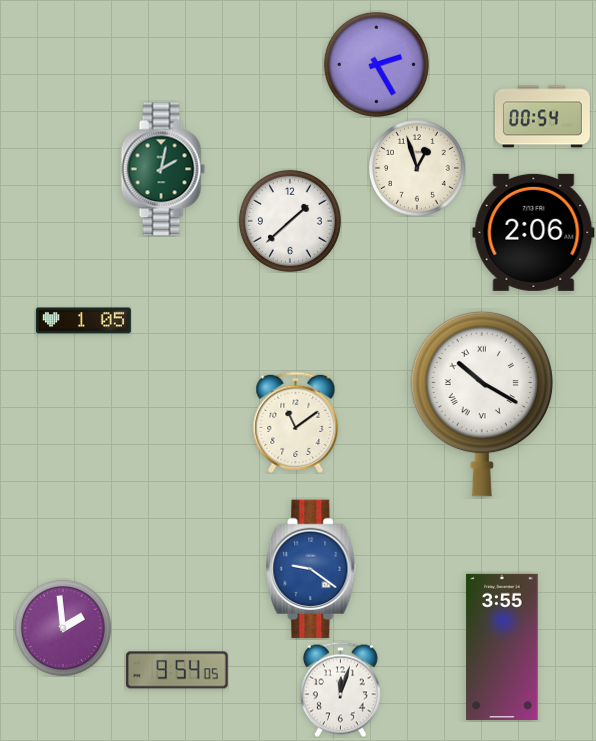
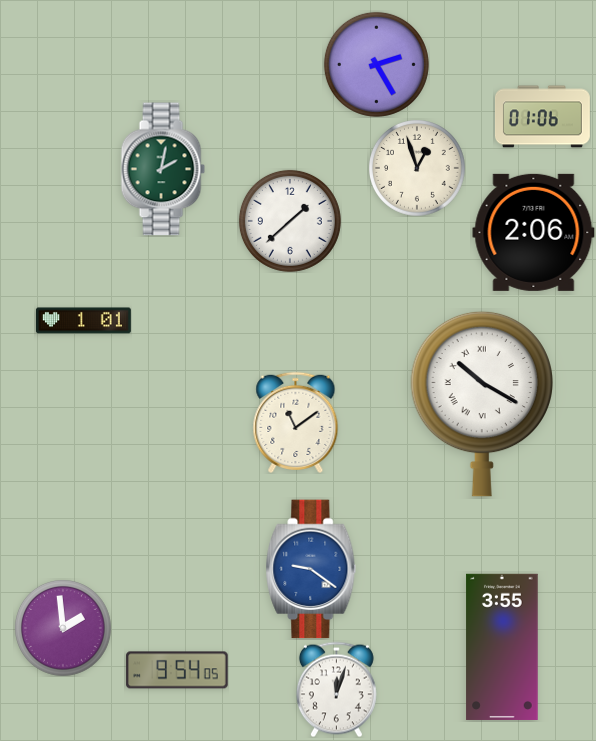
clock at (542, 117): 00:54 -> 01:06
clock at (83, 321): 1:05 -> 1:01
clock at (340, 689) position: (340, 689) -> (336, 689)
